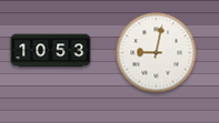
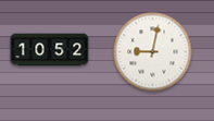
clock at (51, 51): 10:53 -> 10:52
